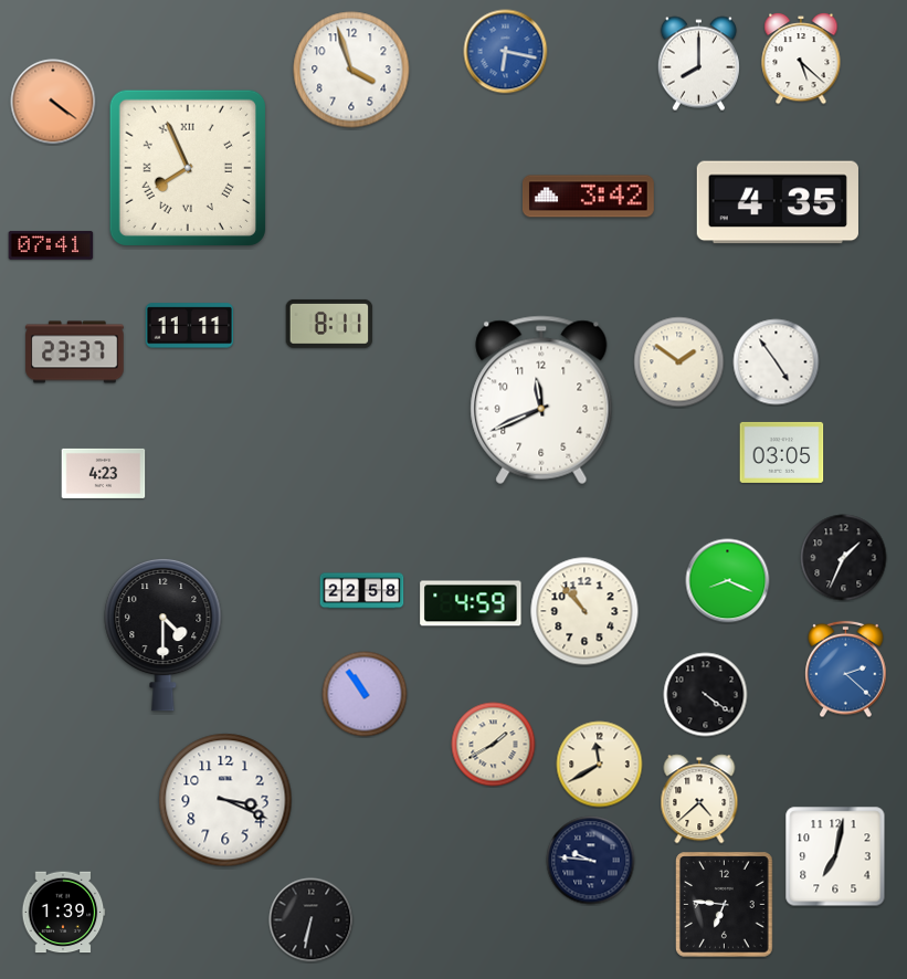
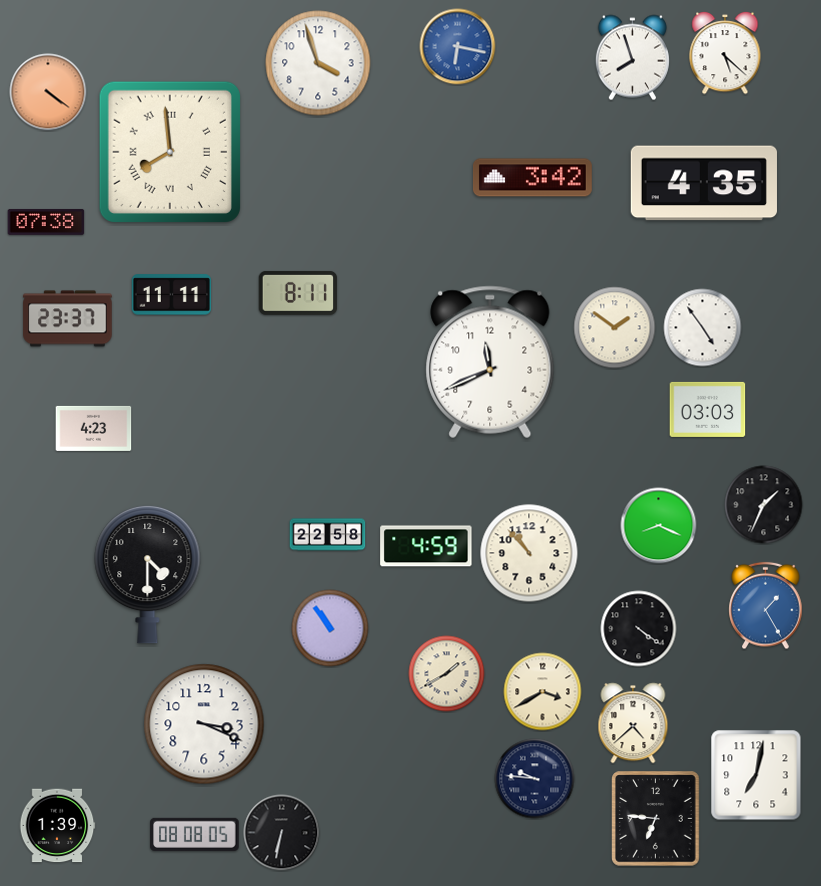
clock at (698, 64): 8:00 -> 7:57
clock at (188, 168): 7:56 -> 7:59
clock at (51, 245): 07:41 -> 07:38
clock at (782, 452): 03:05 -> 03:03
clock at (846, 670): 2:22 -> 1:25
clock at (600, 765): 11:40 -> 3:40
clock at (195, 834): none -> 08:08
